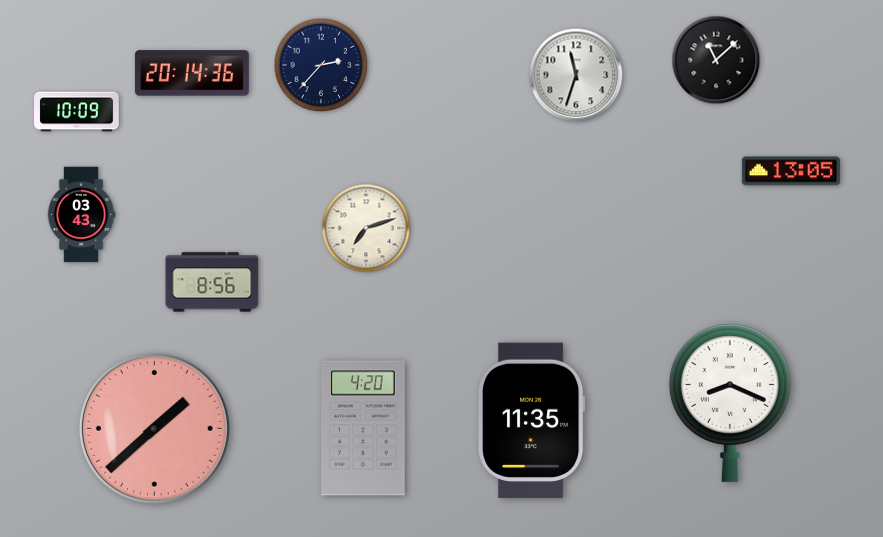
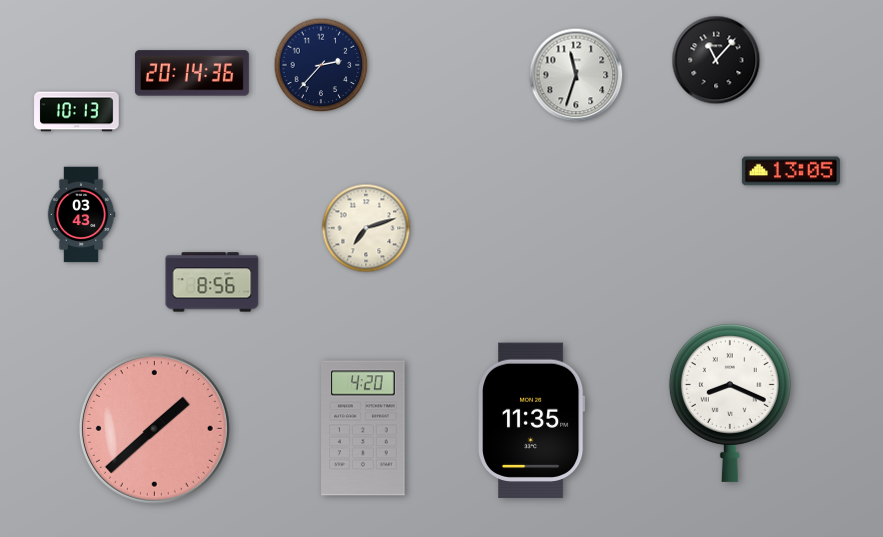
clock at (716, 60): 11:08 -> 11:07
clock at (77, 112): 10:09 -> 10:13
